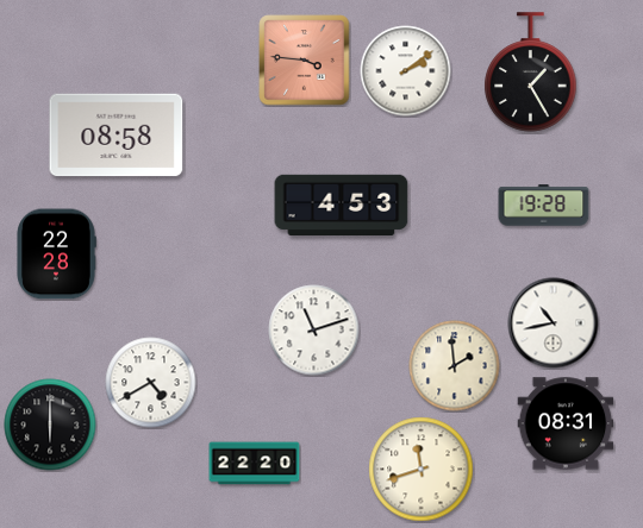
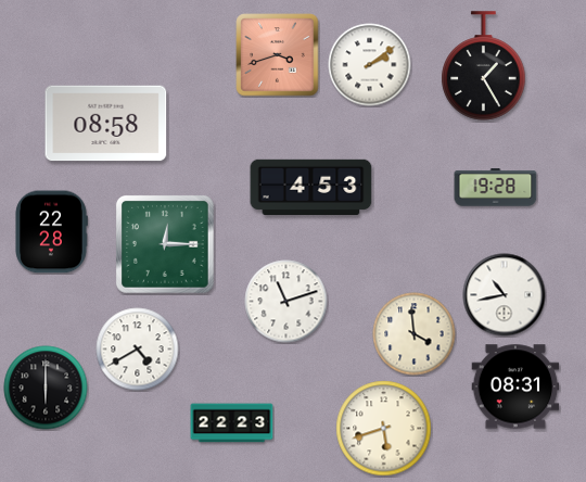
clock at (305, 61): 3:46 -> 3:42
clock at (165, 244): none -> 12:15
clock at (455, 366): 1:59 -> 3:59
clock at (255, 464): 22:20 -> 22:23
clock at (422, 470): 11:42 -> 5:42
